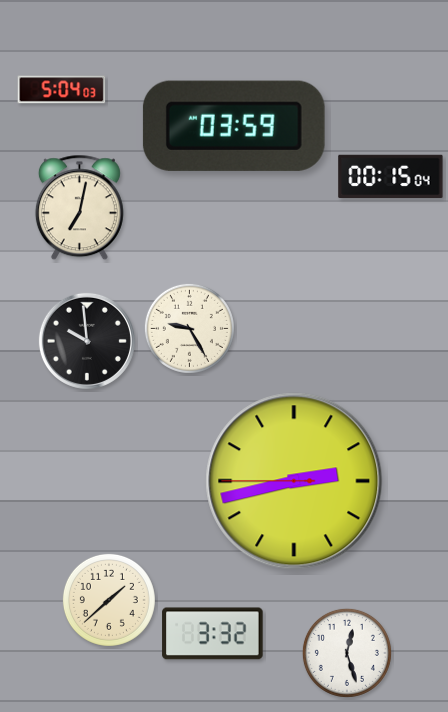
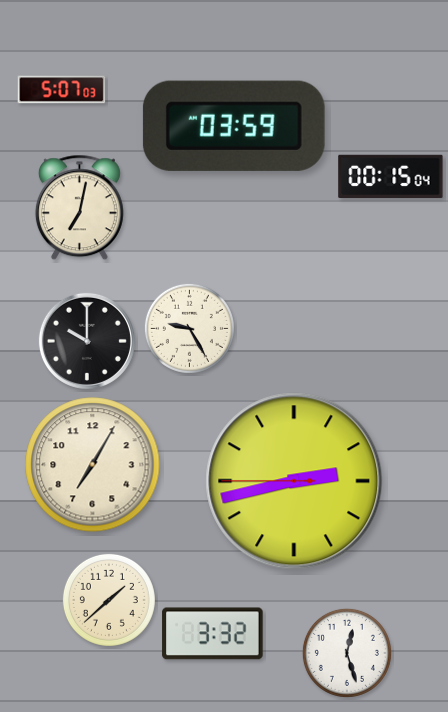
clock at (62, 90): 5:04 -> 5:07
clock at (87, 341): 9:59 -> 10:00
clock at (93, 465): none -> 7:05
